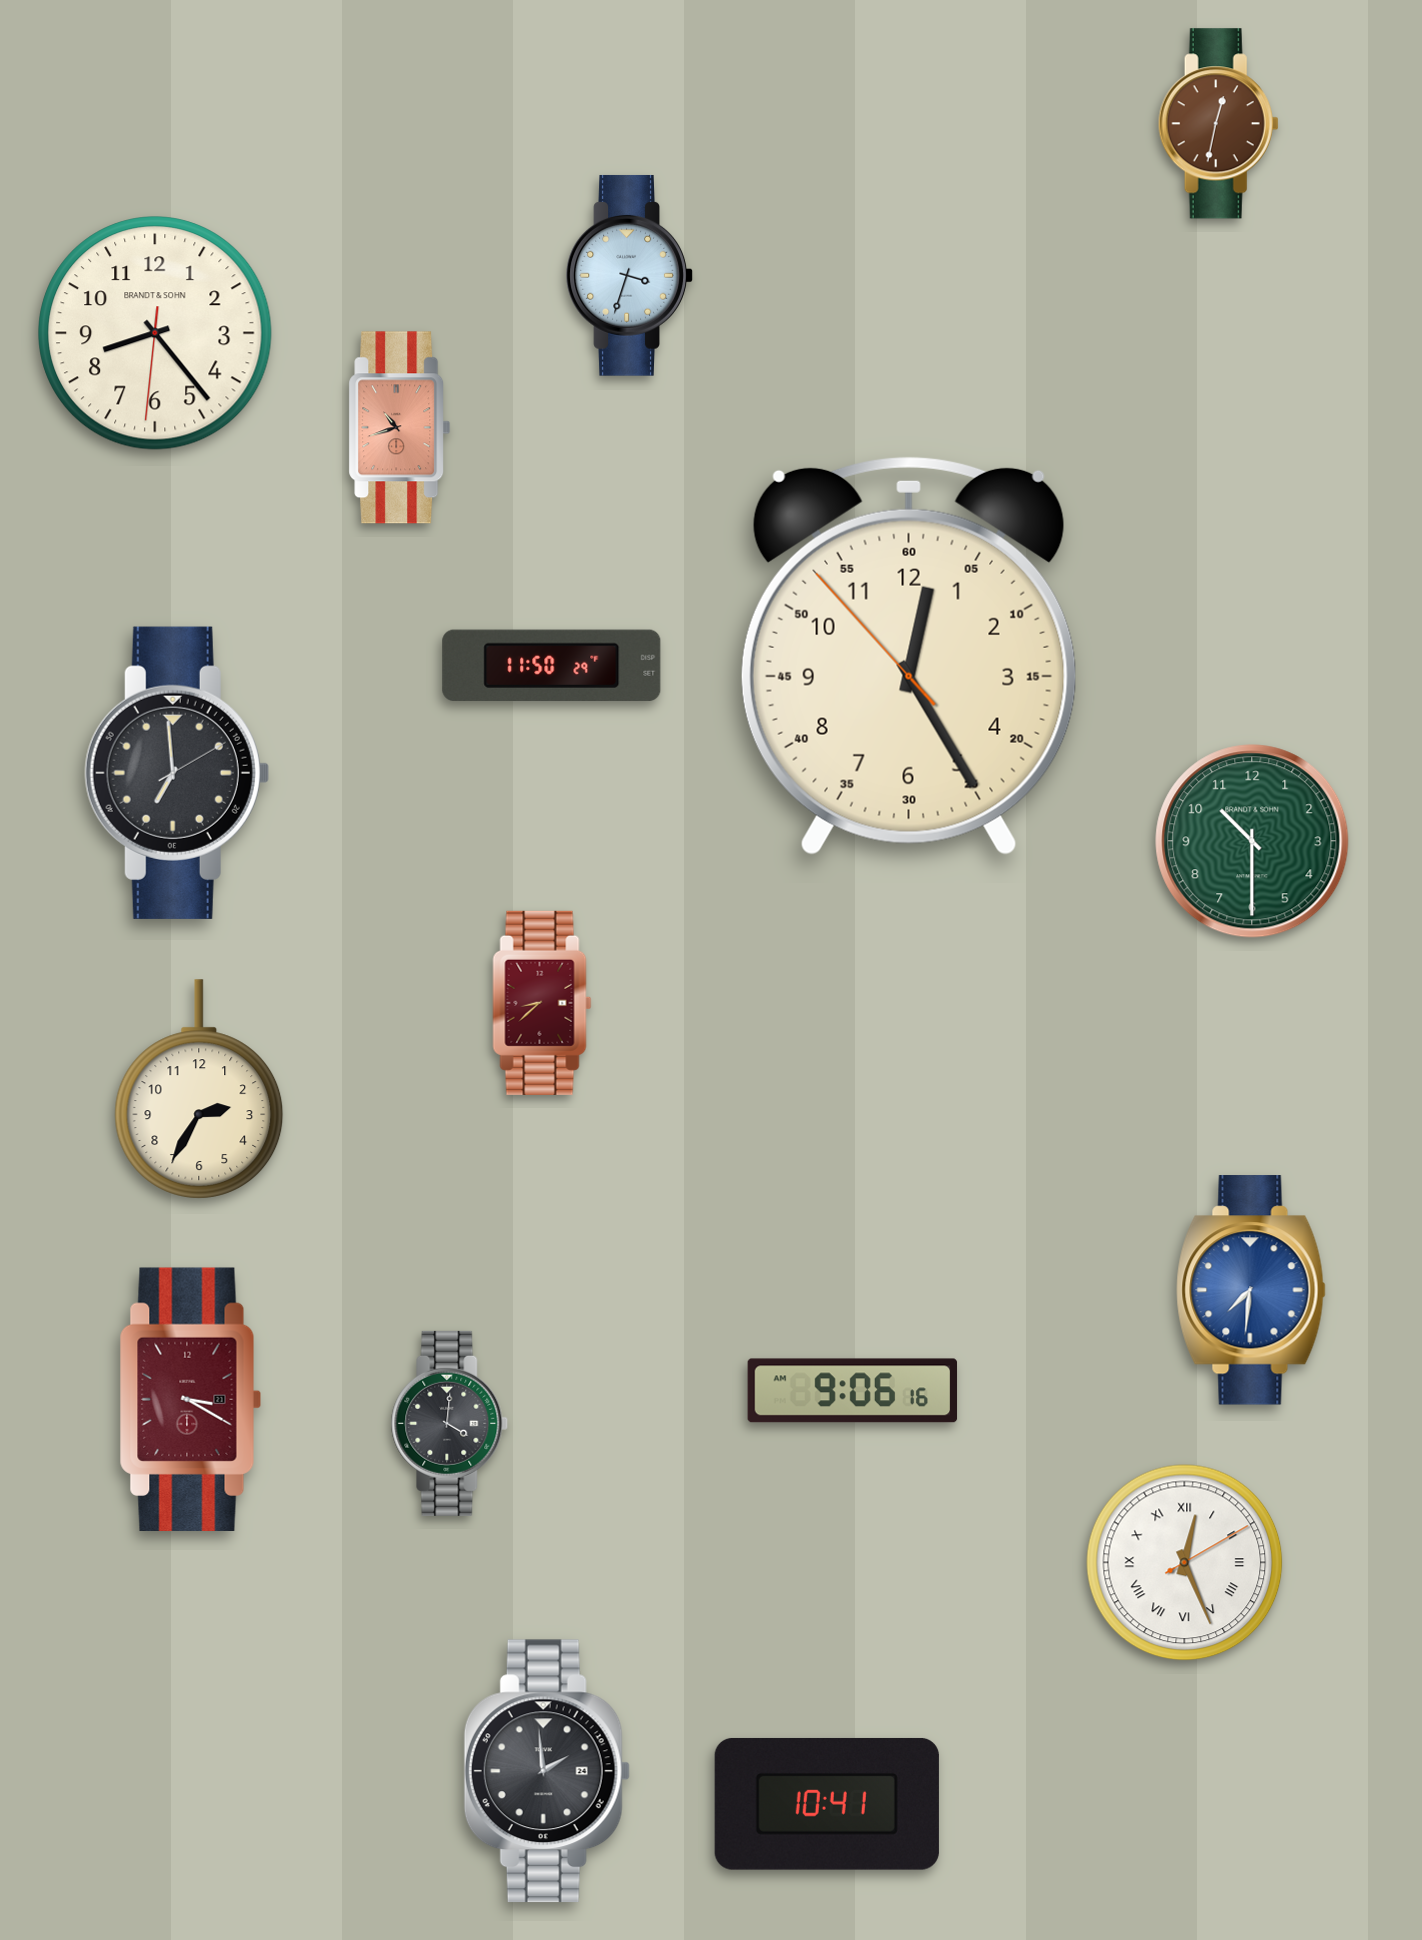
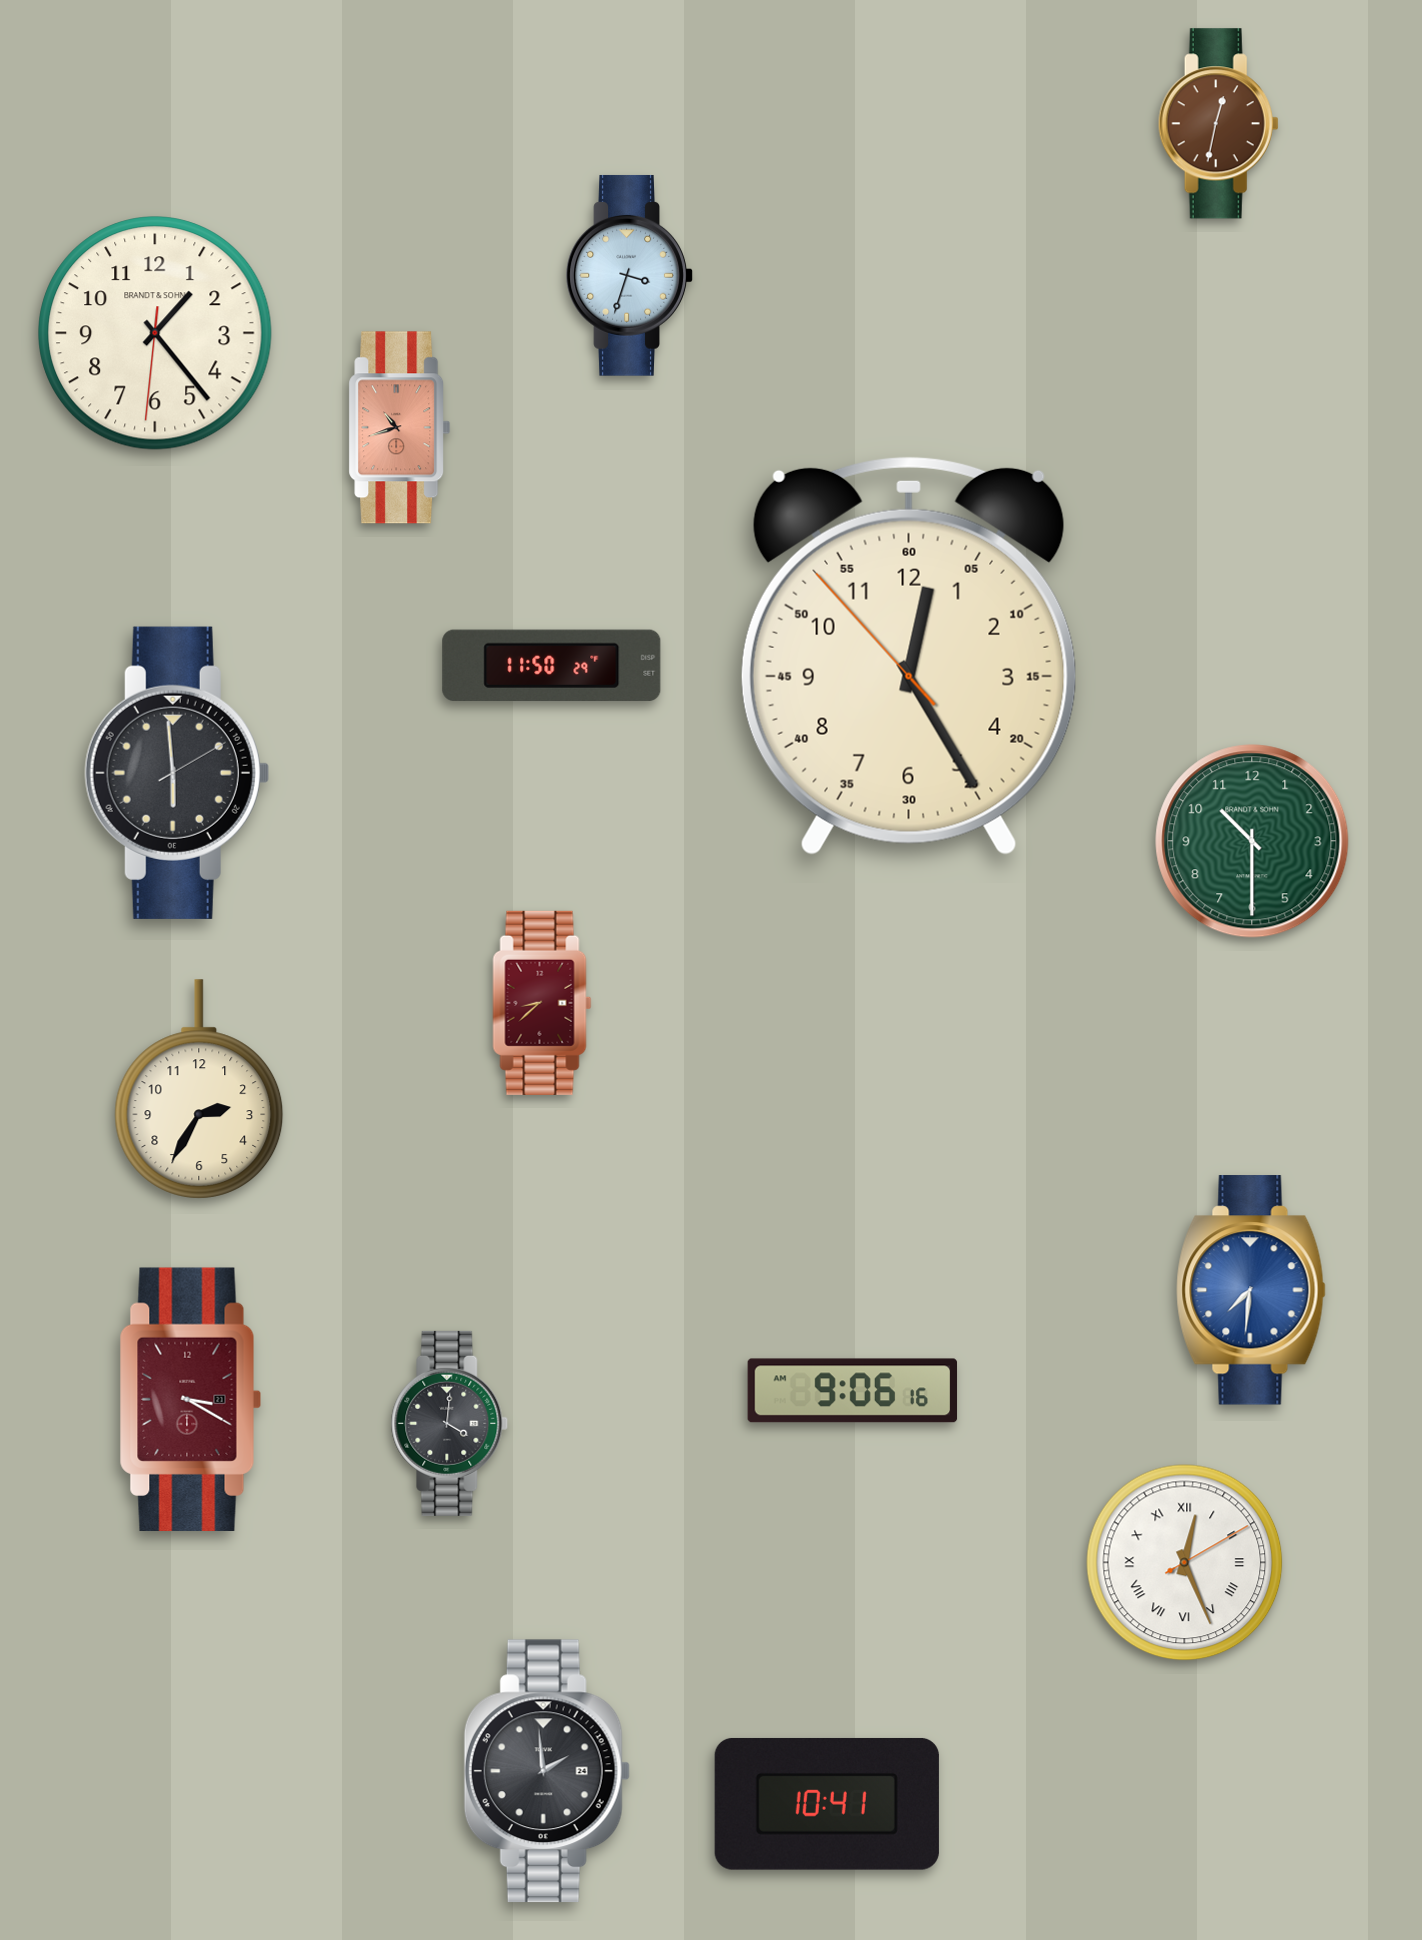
clock at (155, 333): 8:23 -> 1:23
clock at (177, 773): 6:59 -> 5:59
